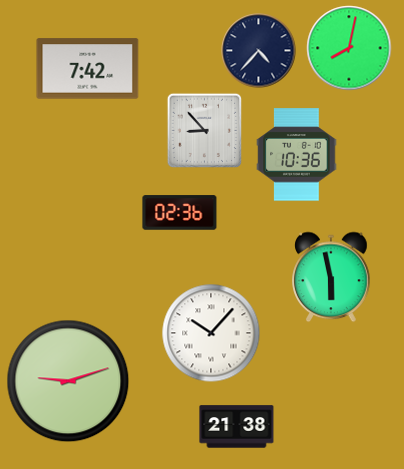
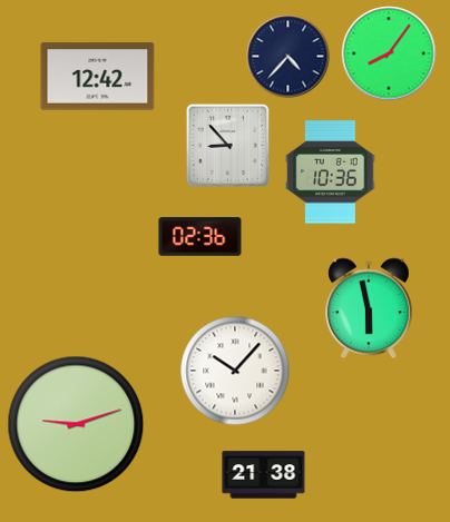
clock at (349, 48): 8:02 -> 8:06
clock at (88, 69): 7:42 -> 12:42
